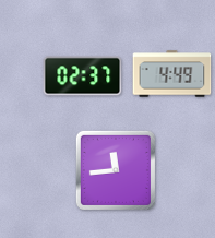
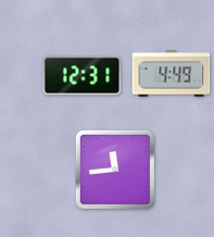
clock at (83, 76): 02:37 -> 12:31
